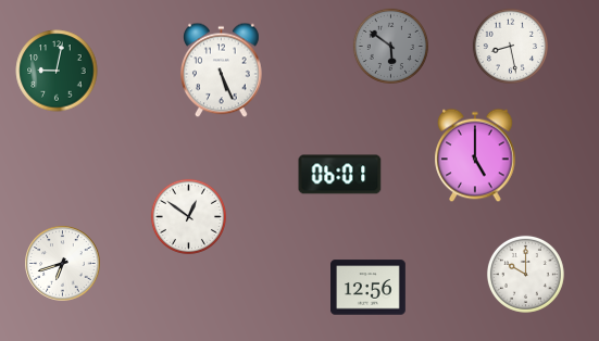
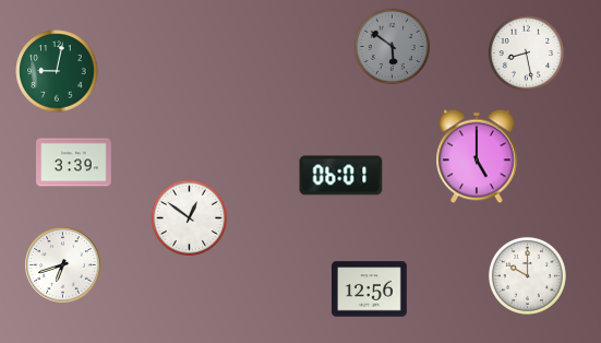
clock at (510, 46) position: (510, 46) -> (526, 52)
clock at (222, 71): 5:26 -> none
clock at (74, 163): none -> 3:39
